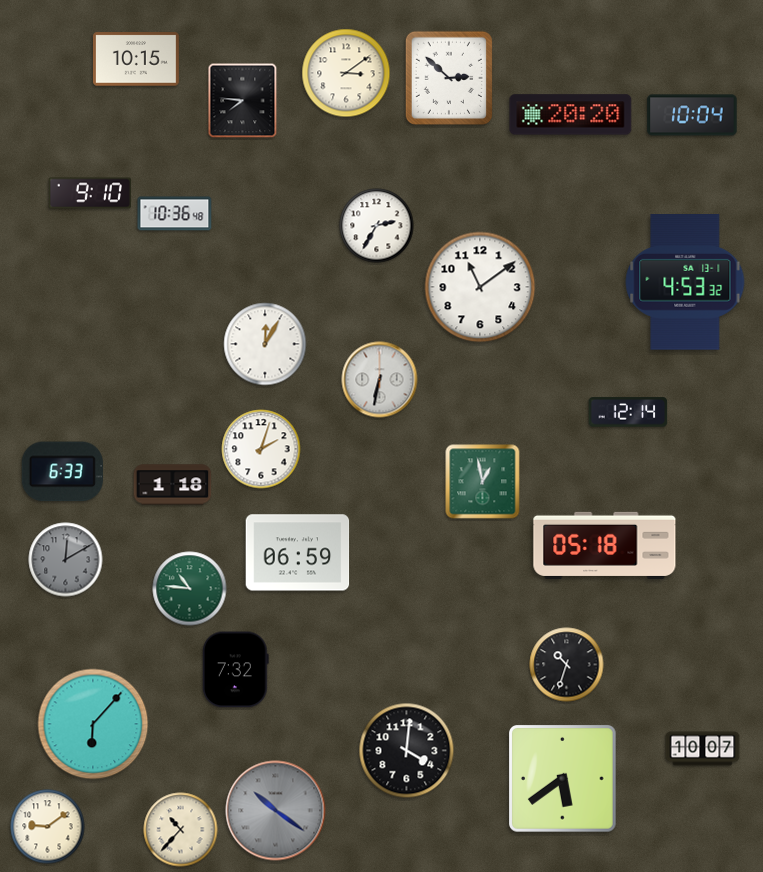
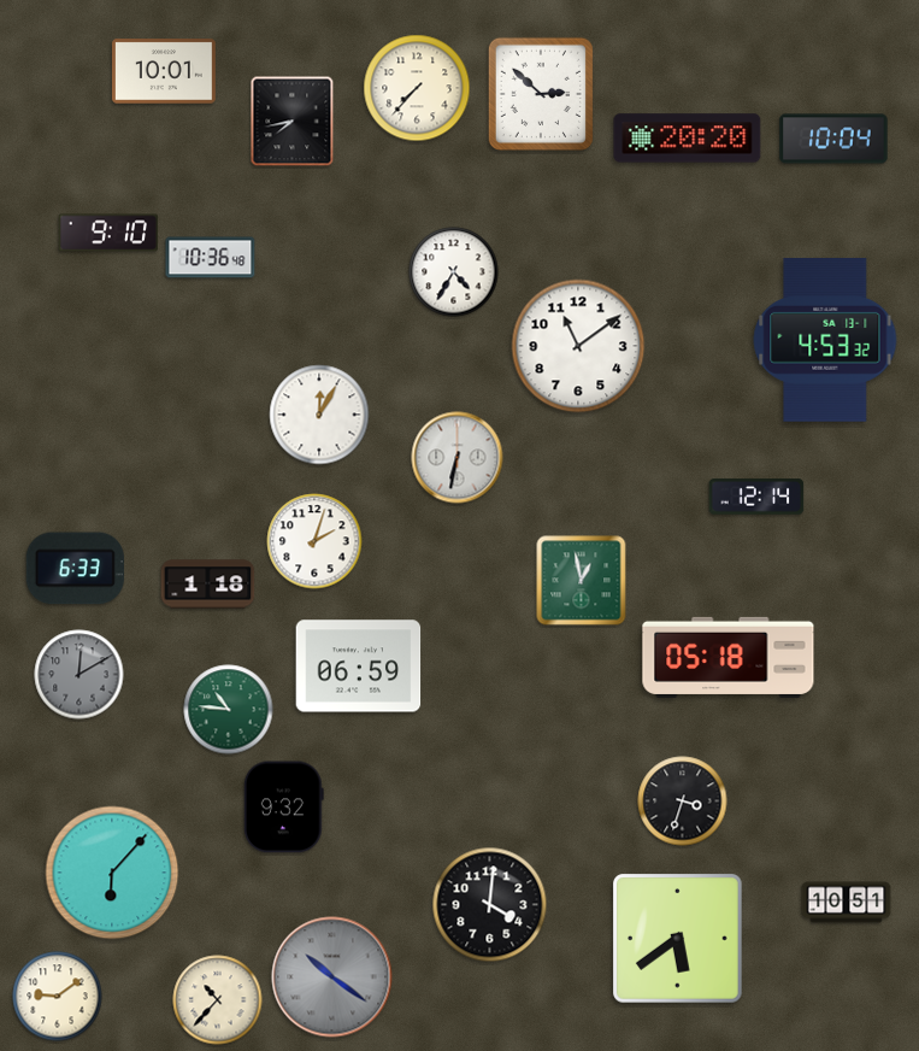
clock at (136, 59): 10:15 -> 10:01
clock at (346, 73): 3:09 -> 7:37
clock at (243, 101): 7:46 -> 7:43
clock at (377, 226): 2:35 -> 4:35
clock at (567, 665): 10:33 -> 3:33
clock at (235, 670): 7:32 -> 9:32
clock at (703, 749): 10:07 -> 10:51
